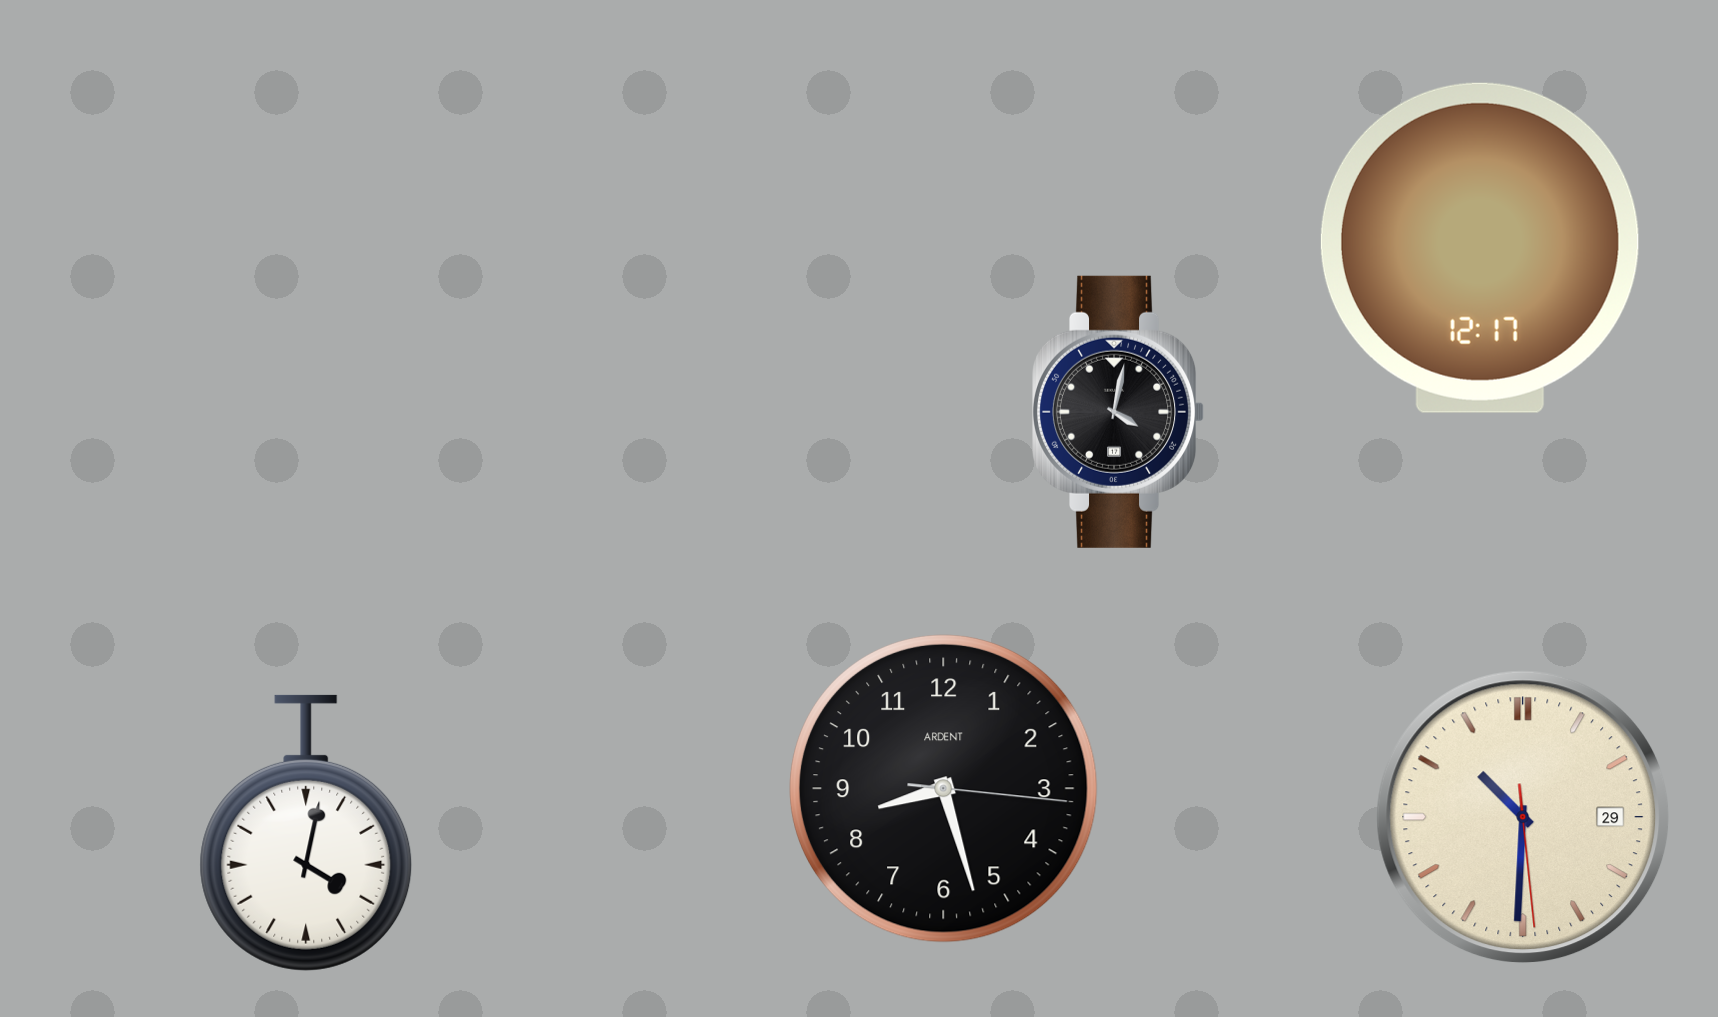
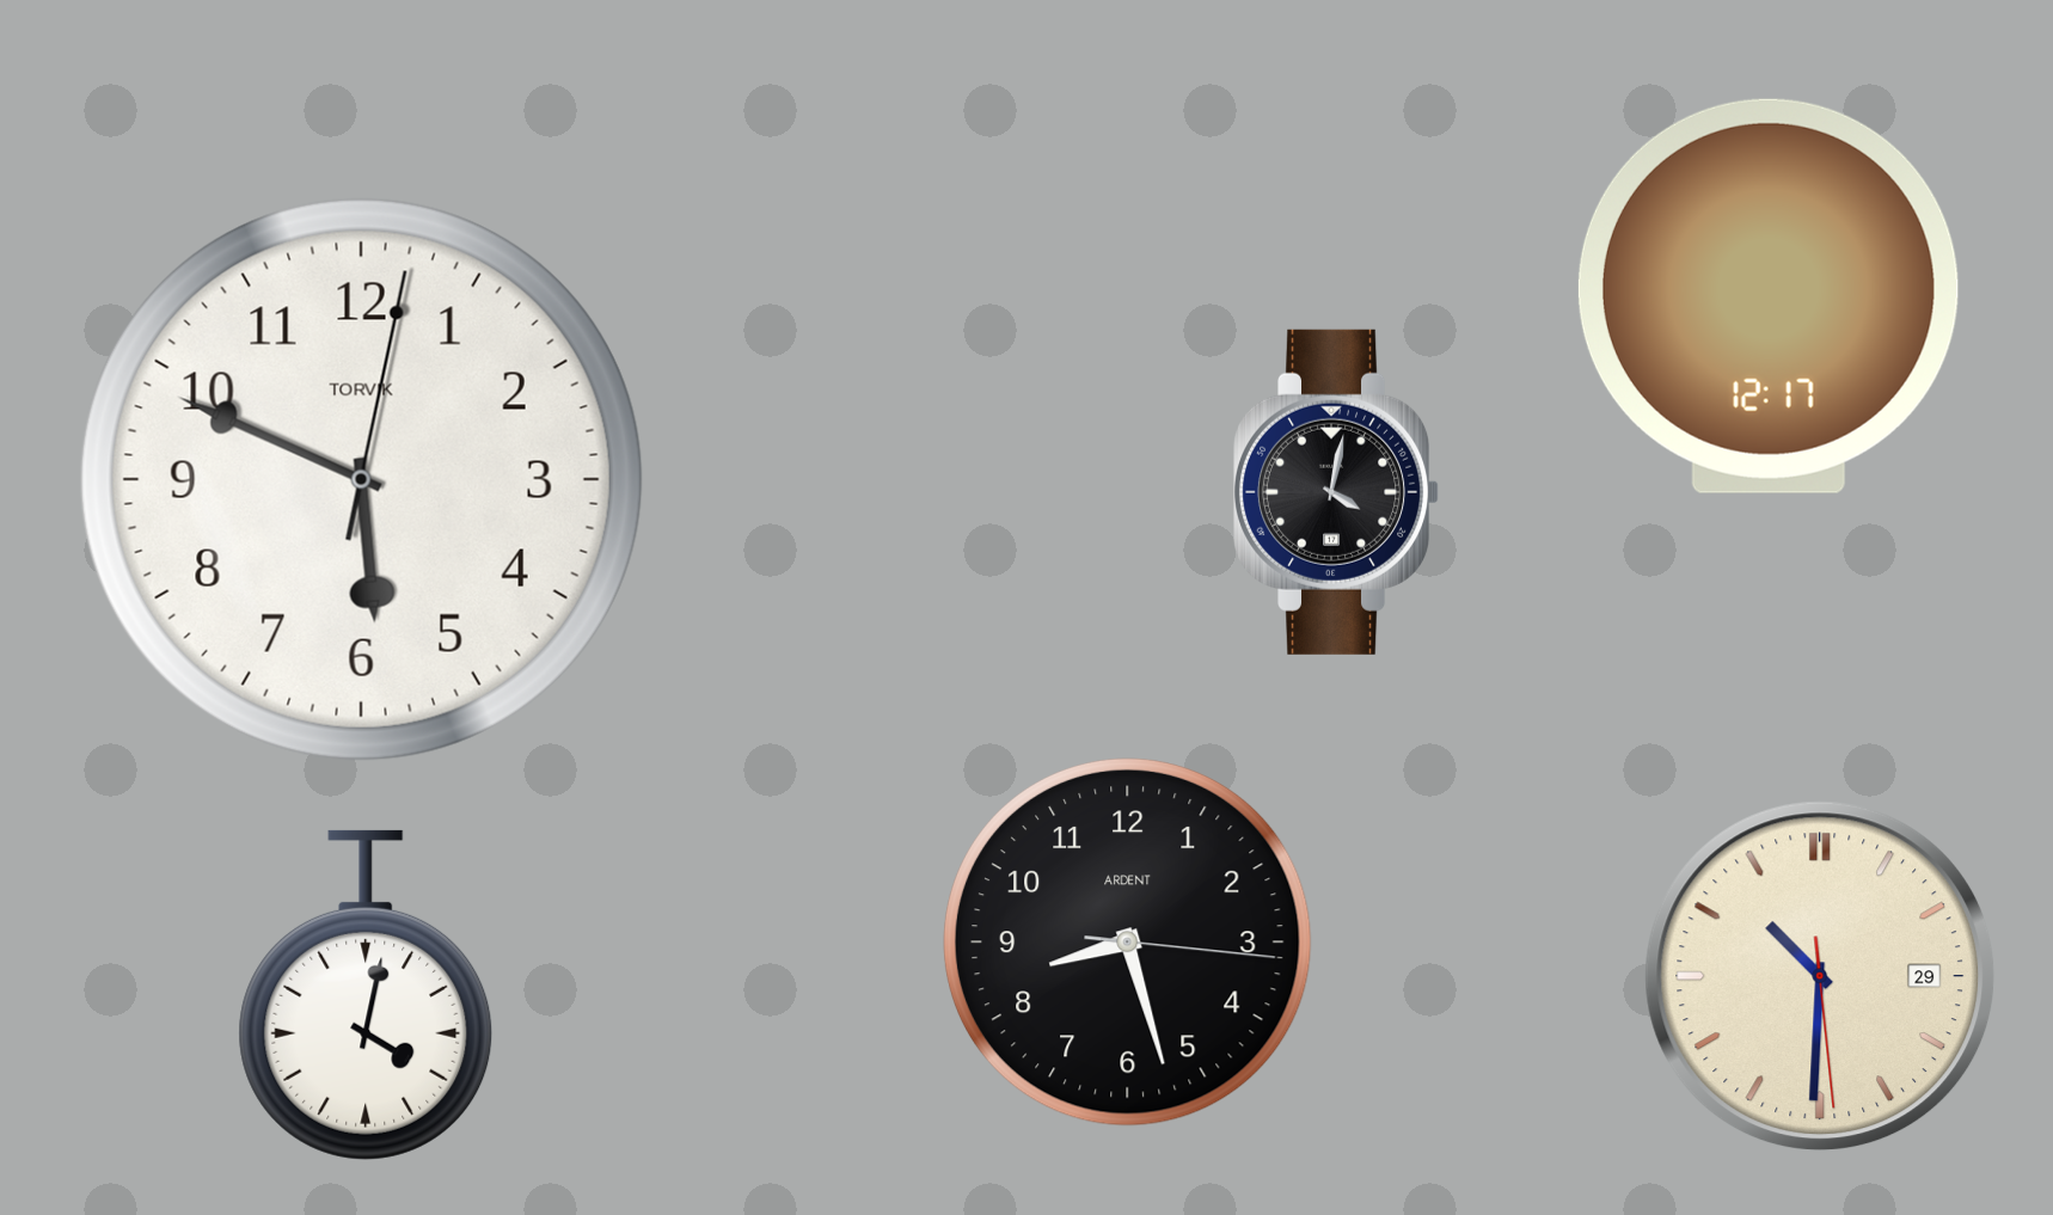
clock at (361, 479): none -> 5:49
